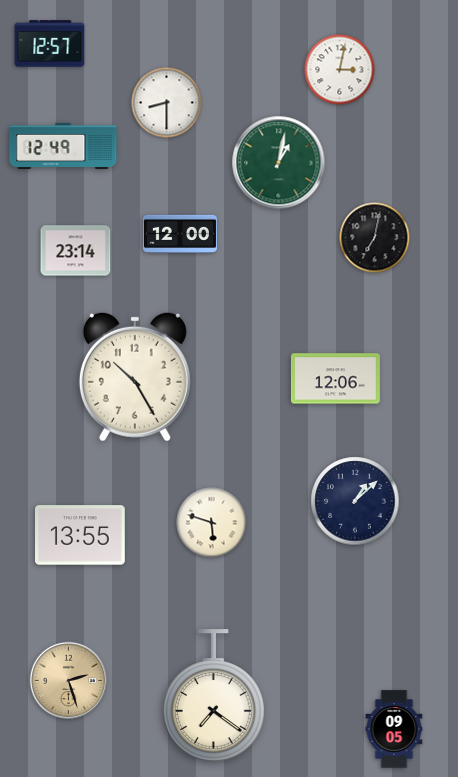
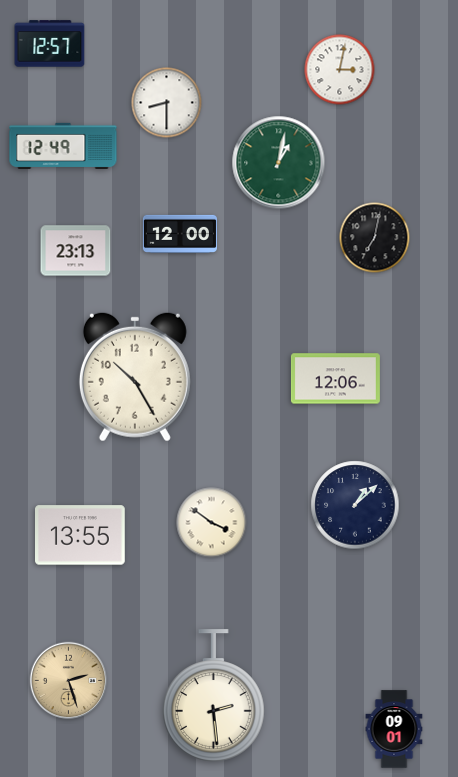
clock at (76, 251): 23:14 -> 23:13
clock at (355, 501) position: (355, 501) -> (355, 505)
clock at (212, 523): 5:48 -> 3:51
clock at (213, 696): 7:21 -> 2:29
clock at (394, 729): 09:05 -> 09:01
